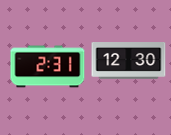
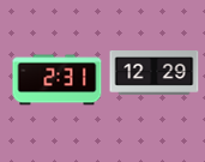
clock at (129, 61): 12:30 -> 12:29
